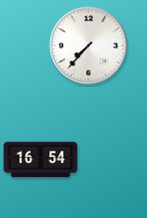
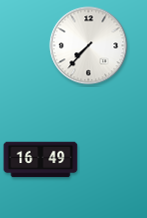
clock at (41, 160): 16:54 -> 16:49
